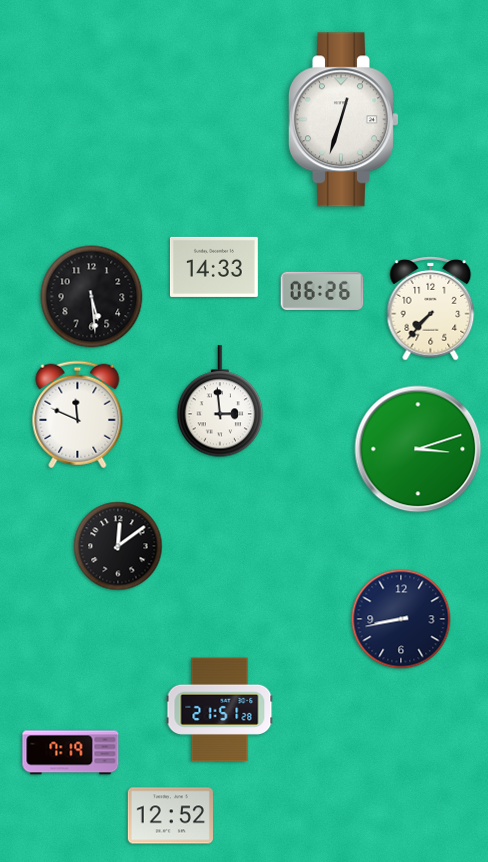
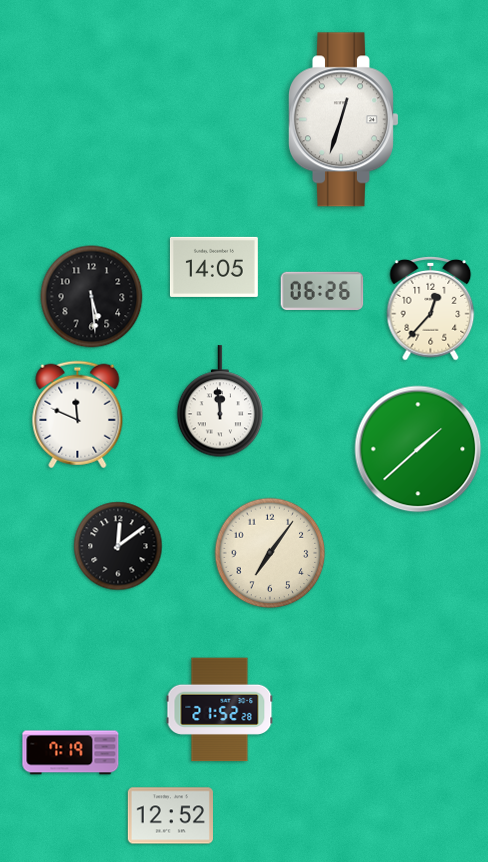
clock at (214, 267): 14:33 -> 14:05
clock at (431, 308): 7:37 -> 12:37
clock at (220, 402): 2:59 -> 11:59
clock at (418, 449): 3:12 -> 1:38
clock at (270, 553): none -> 7:06
clock at (401, 619): 8:43 -> none
clock at (220, 710): 21:51 -> 21:52
